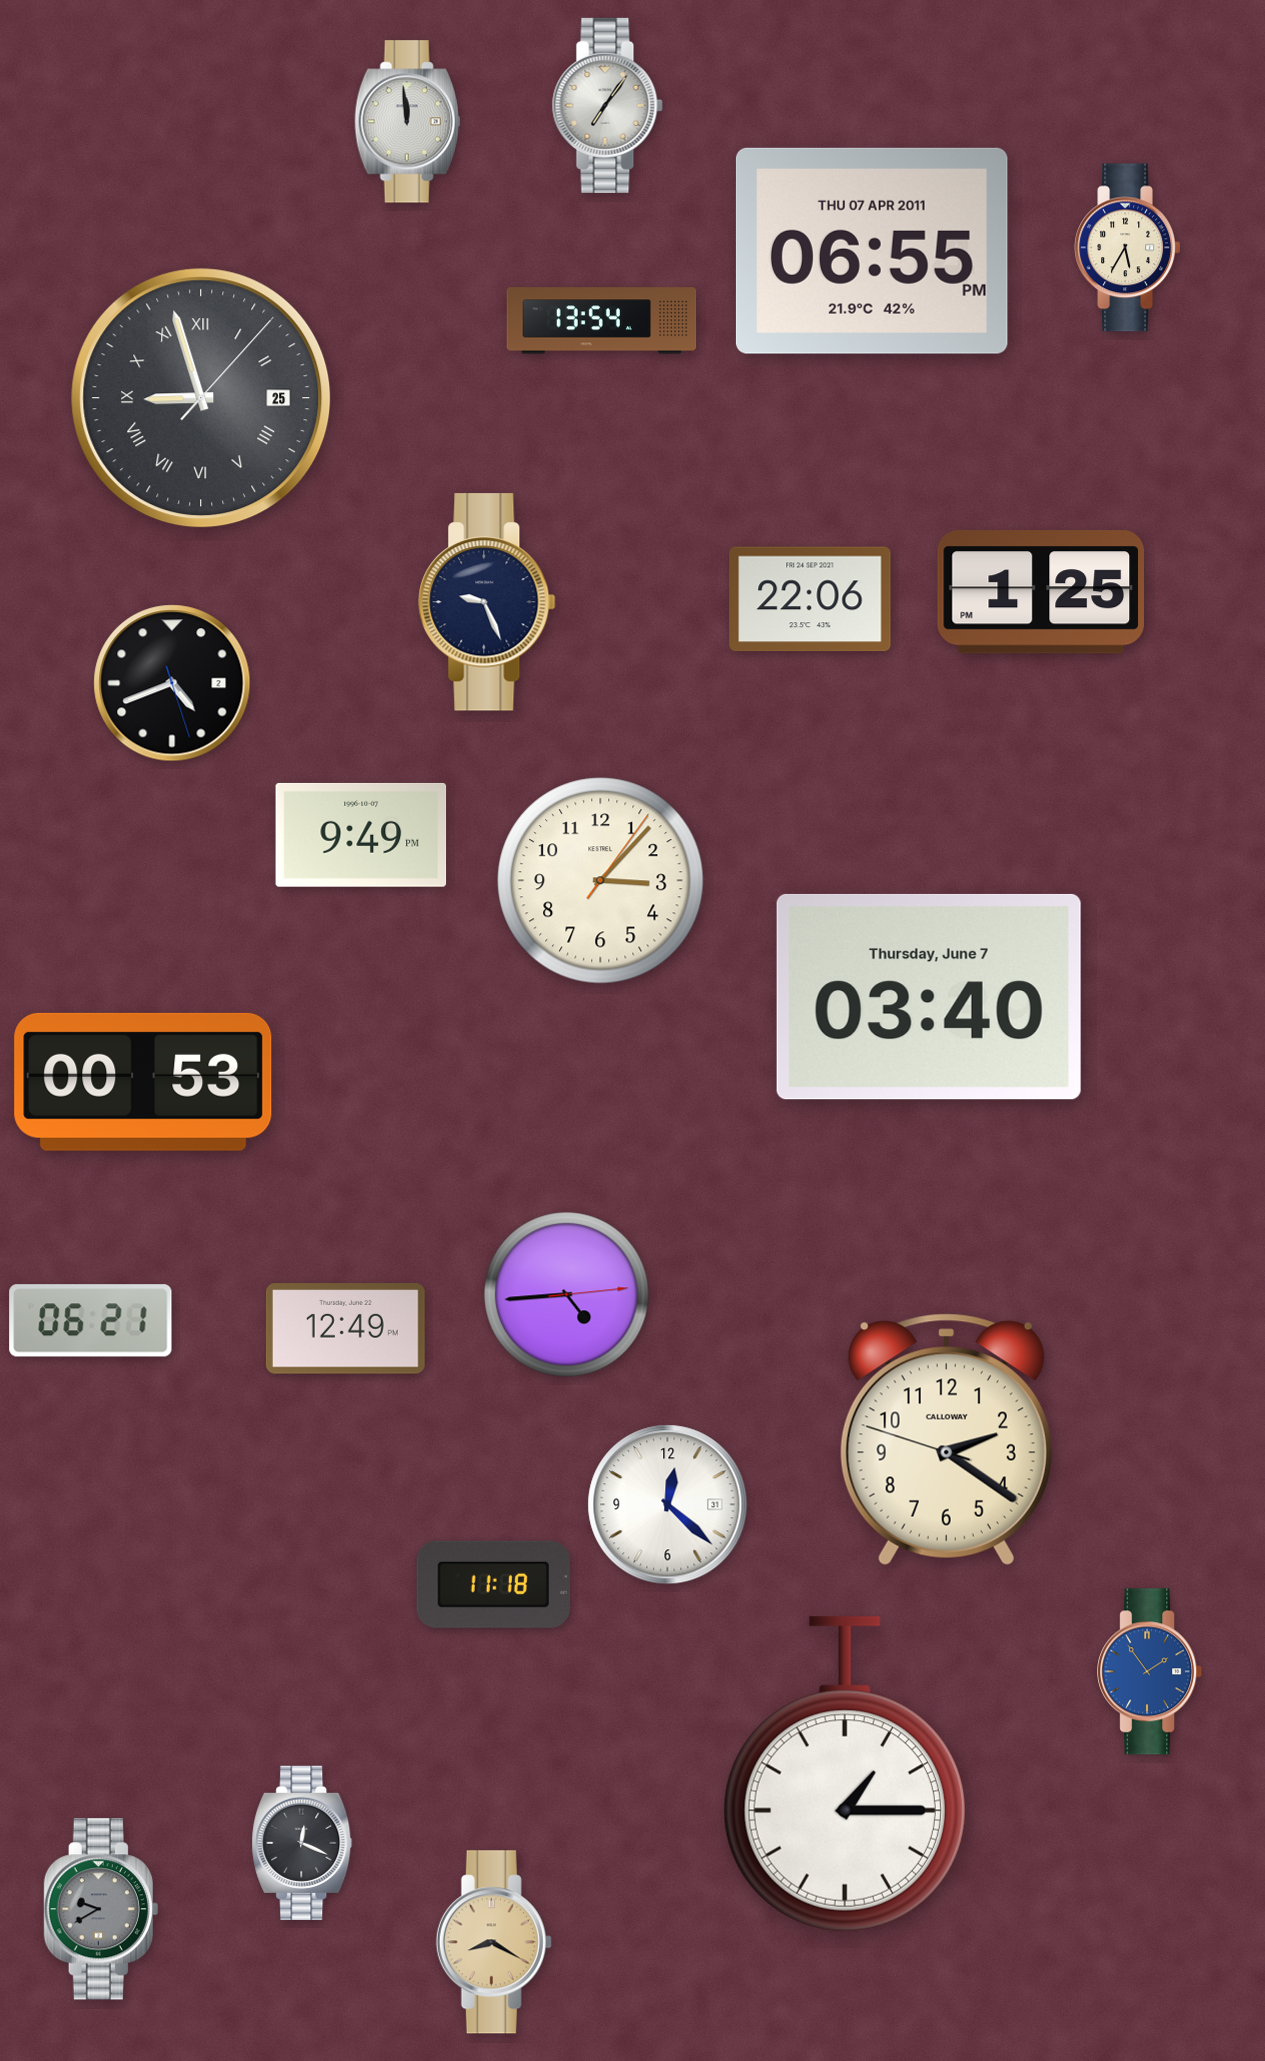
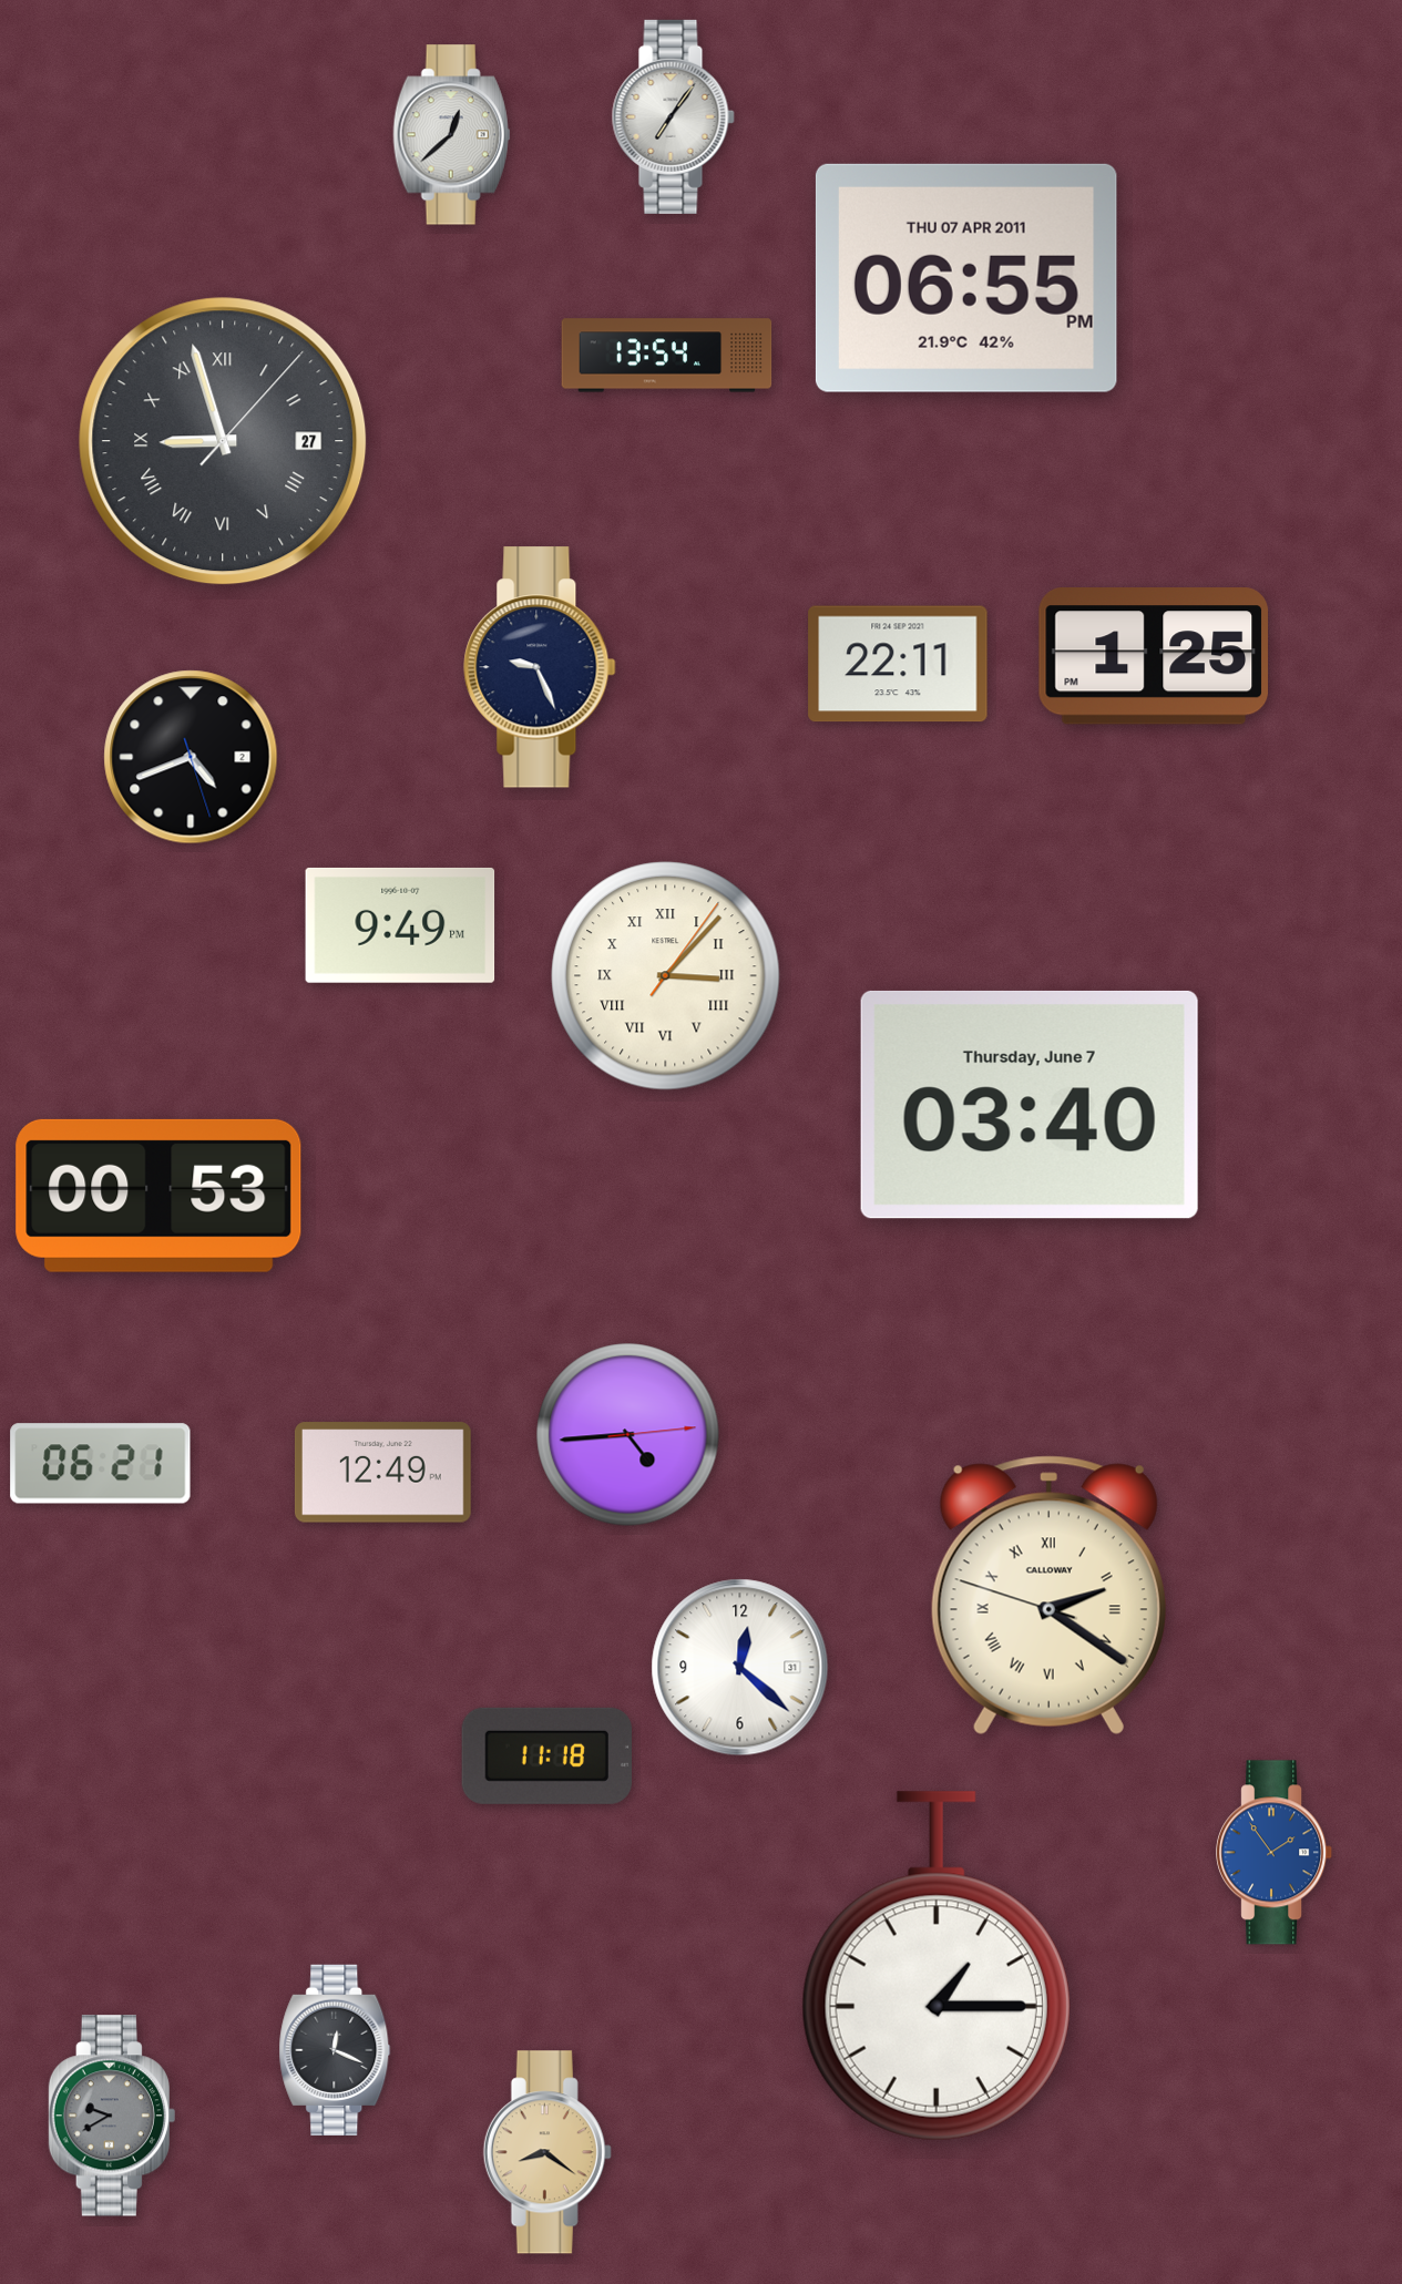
clock at (408, 122): 11:59 -> 12:38
clock at (1128, 248): 5:35 -> none
clock at (201, 398) date: 25 -> 27
clock at (810, 599): 22:06 -> 22:11
clock at (601, 881) numerals: Arabic -> Roman
clock at (143, 1082) position: (143, 1082) -> (158, 1196)
clock at (946, 1439) numerals: Arabic -> Roman
clock at (302, 1843) position: (302, 1843) -> (335, 2050)
clock at (494, 1942): 8:20 -> 8:21
